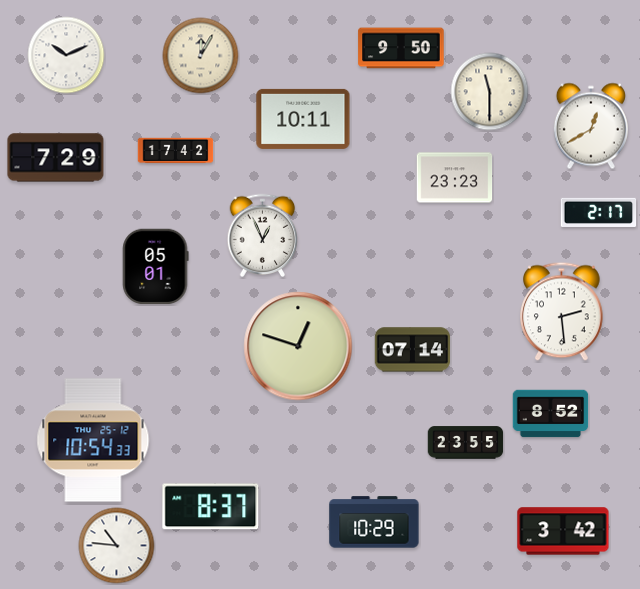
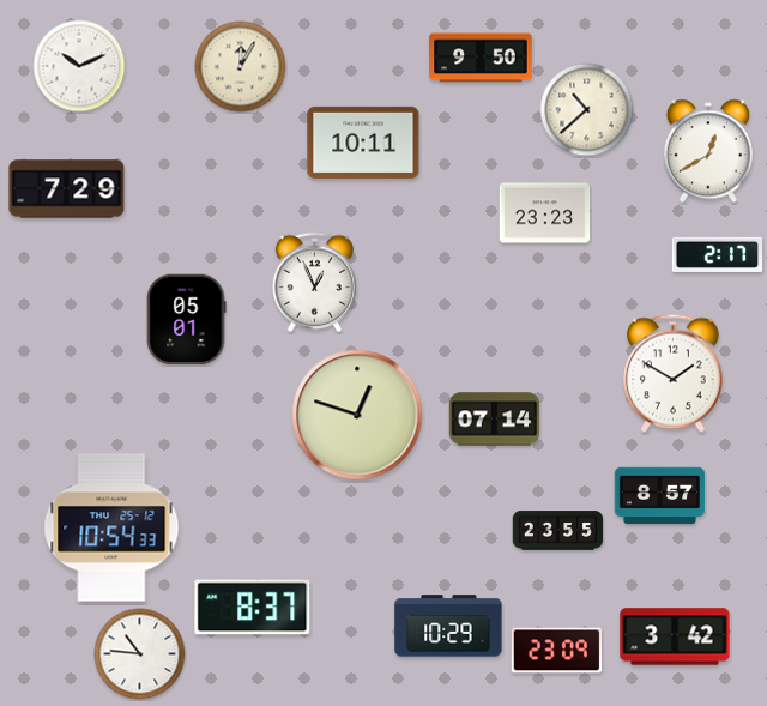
clock at (490, 92): 11:30 -> 10:38
clock at (176, 151): 17:42 -> none
clock at (562, 312): 2:29 -> 1:50
clock at (551, 414): 8:52 -> 8:57
clock at (557, 651): none -> 23:09
